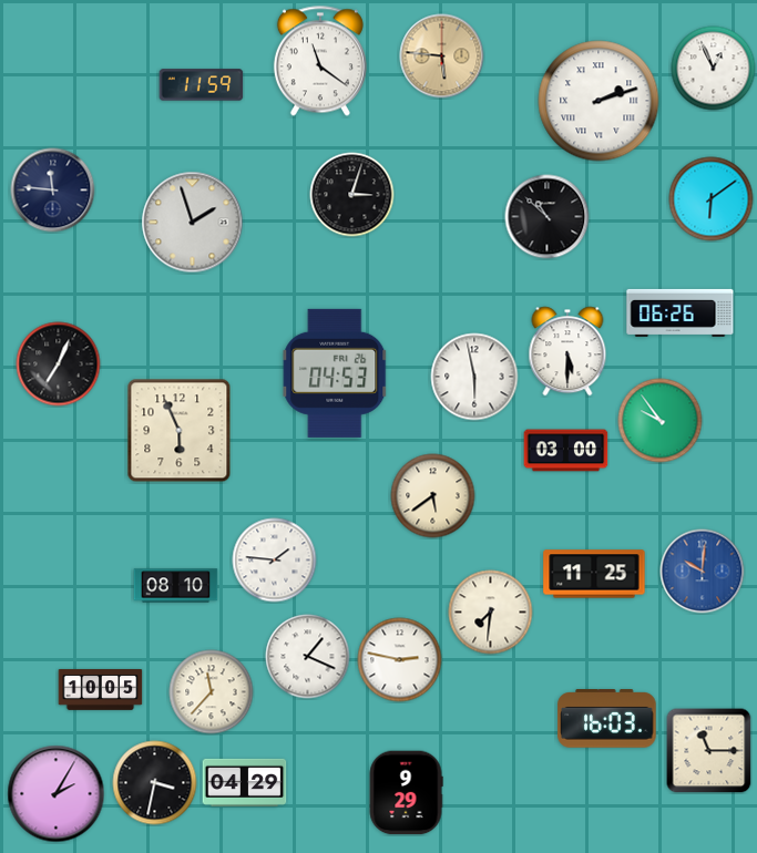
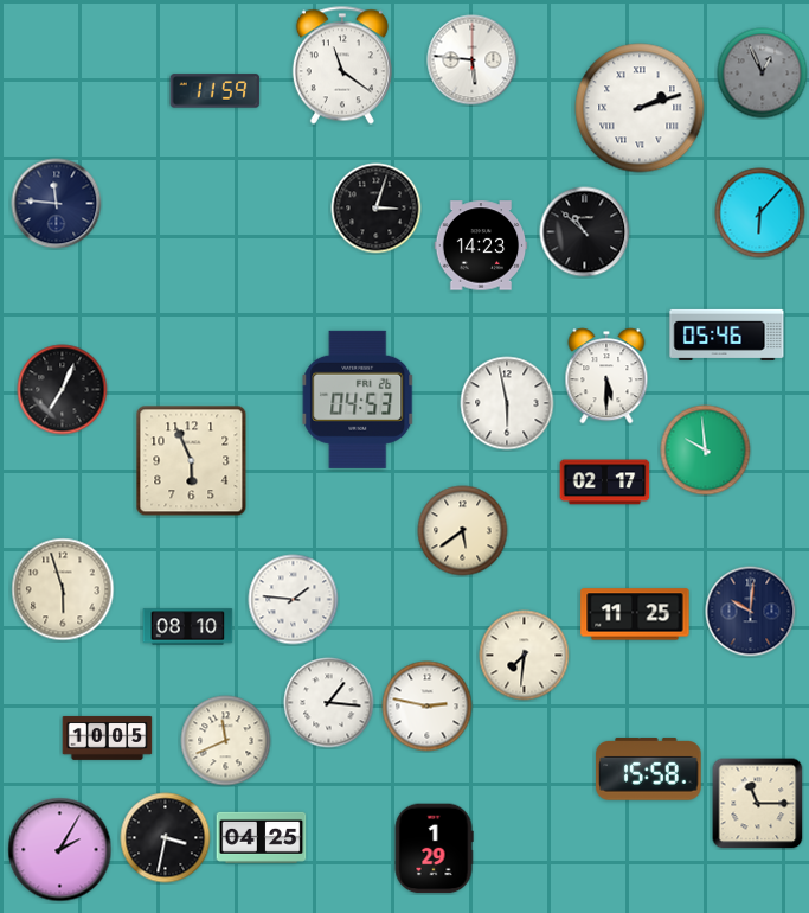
clock at (442, 56) dial: champagne -> white
clock at (714, 69) dial: white -> grey
clock at (712, 199): 6:09 -> 6:07
clock at (193, 223): 1:57 -> none
clock at (481, 245): none -> 14:23
clock at (681, 312): 06:26 -> 05:46
clock at (661, 421): 9:54 -> 9:59
clock at (566, 451): 03:00 -> 02:17
clock at (63, 589): none -> 5:57
clock at (703, 572) dial: blue -> navy
clock at (308, 657): 1:19 -> 1:16
clock at (212, 692): 11:37 -> 11:41
clock at (607, 719): 16:03 -> 15:58
clock at (245, 782): 04:29 -> 04:25
clock at (406, 793): 9:29 -> 1:29
